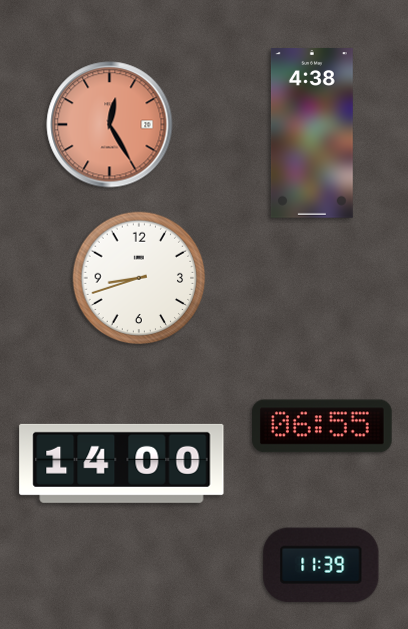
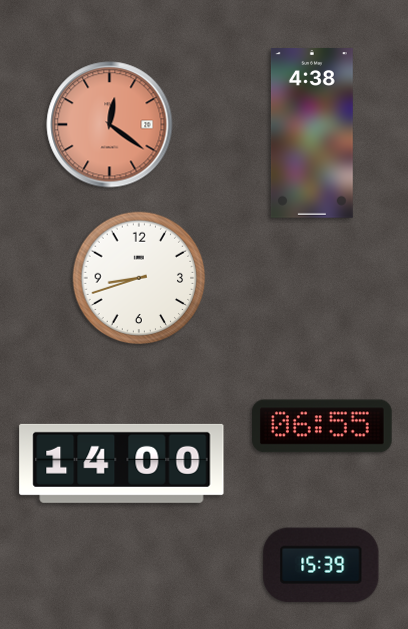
clock at (110, 125): 12:25 -> 12:21
clock at (321, 565): 11:39 -> 15:39
